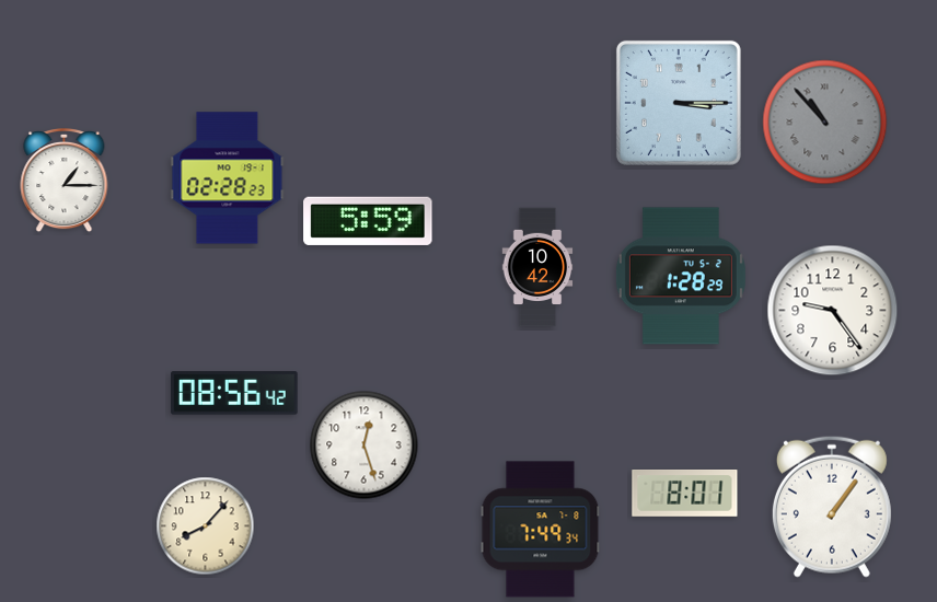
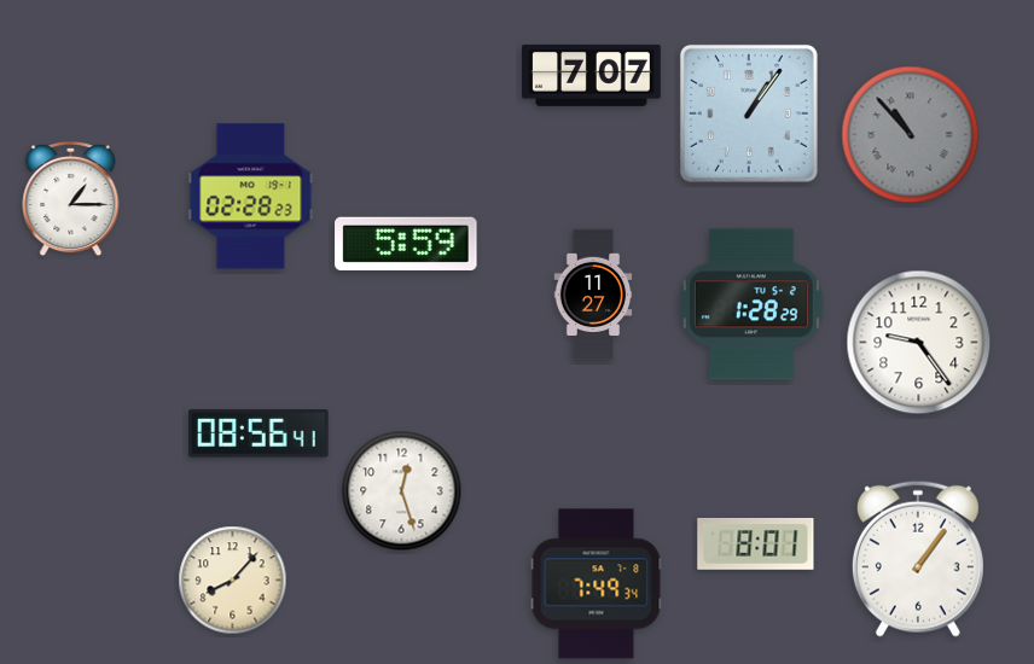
clock at (592, 75): none -> 7:07
clock at (679, 103): 3:15 -> 1:06
clock at (537, 267): 10:42 -> 11:27
clock at (234, 393): 08:56:42 -> 08:56:41
clock at (206, 526) position: (206, 526) -> (233, 581)
